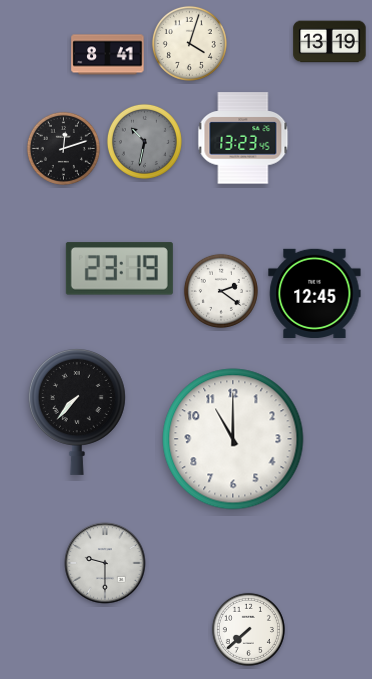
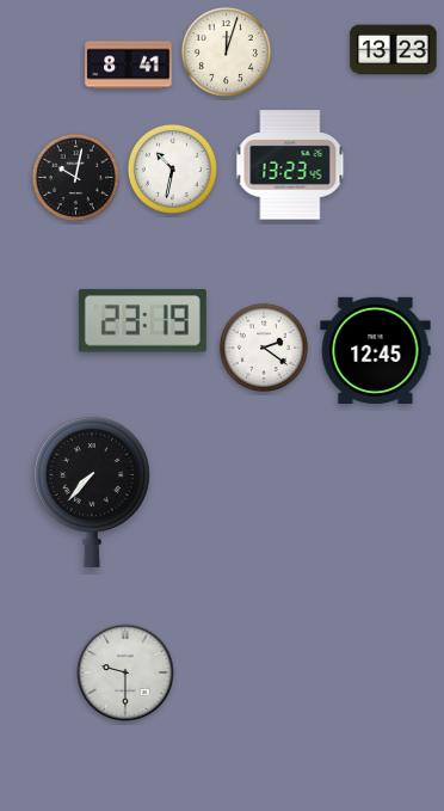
clock at (330, 42): 13:19 -> 13:23
clock at (189, 43): 4:03 -> 12:03
clock at (144, 141) dial: grey -> white
clock at (63, 148): 12:12 -> 10:02
clock at (233, 439): 11:00 -> none
clock at (248, 629): 7:38 -> none
